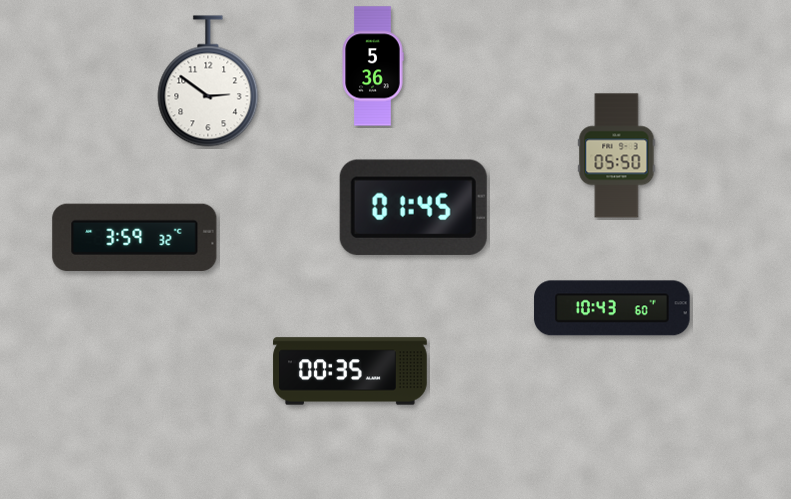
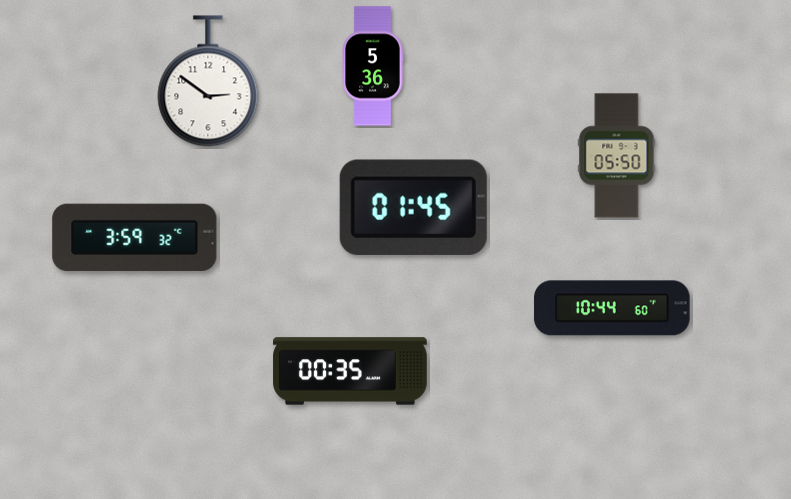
clock at (612, 308): 10:43 -> 10:44
